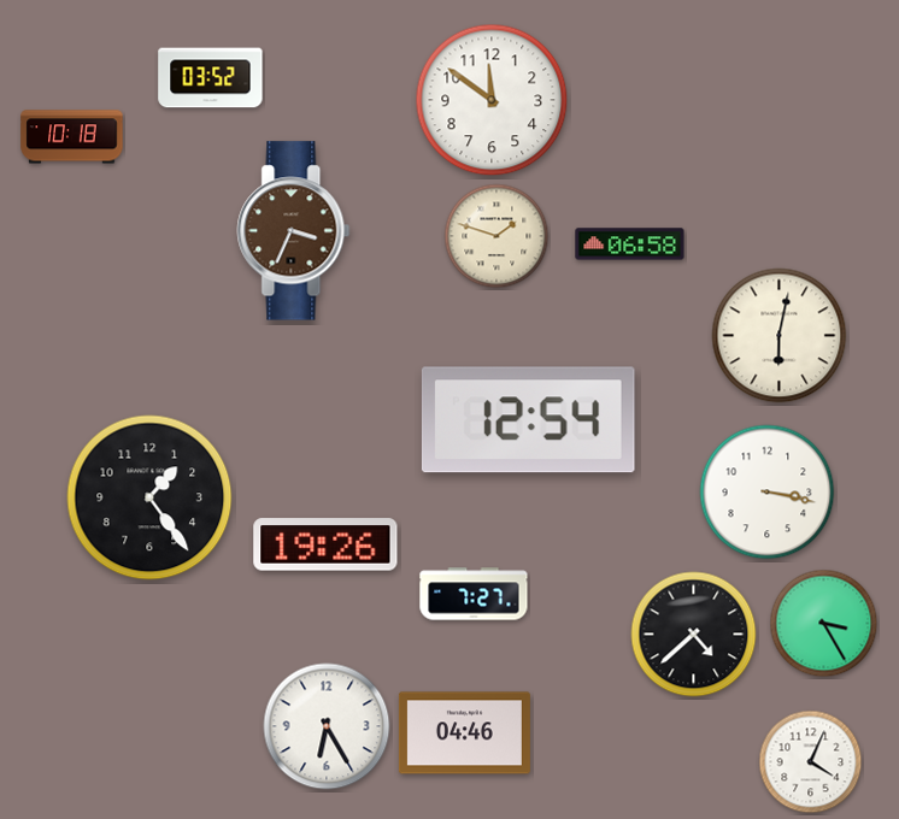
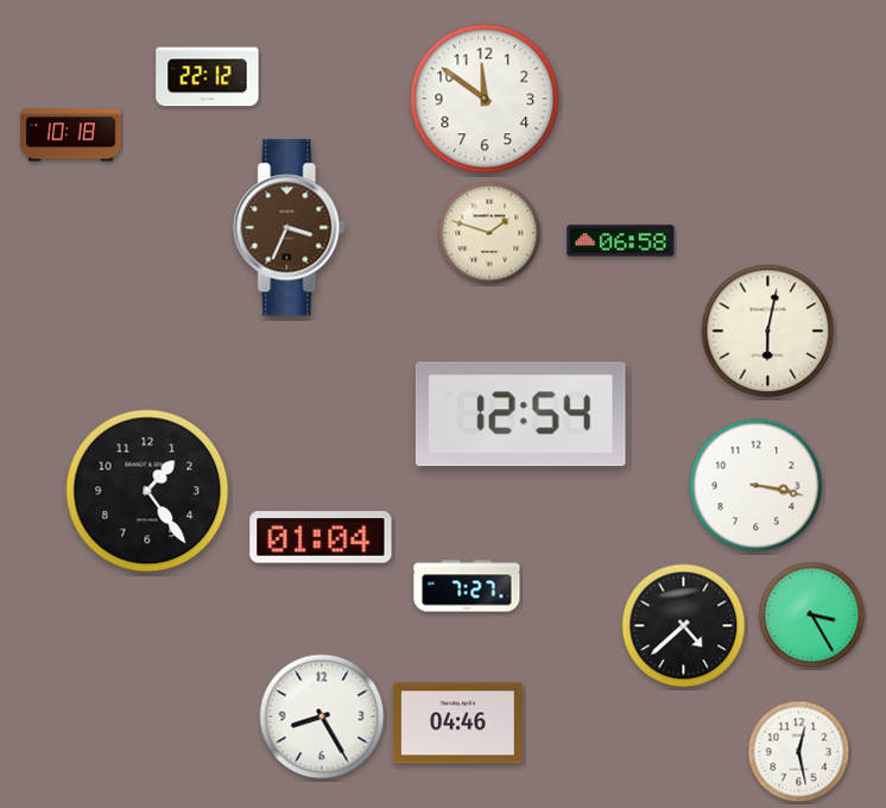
clock at (211, 78): 03:52 -> 22:12
clock at (325, 544): 19:26 -> 01:04
clock at (327, 726): 6:25 -> 8:25
clock at (811, 762): 4:04 -> 12:28
